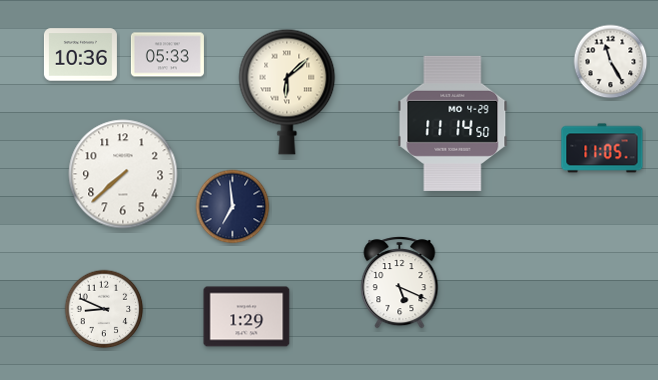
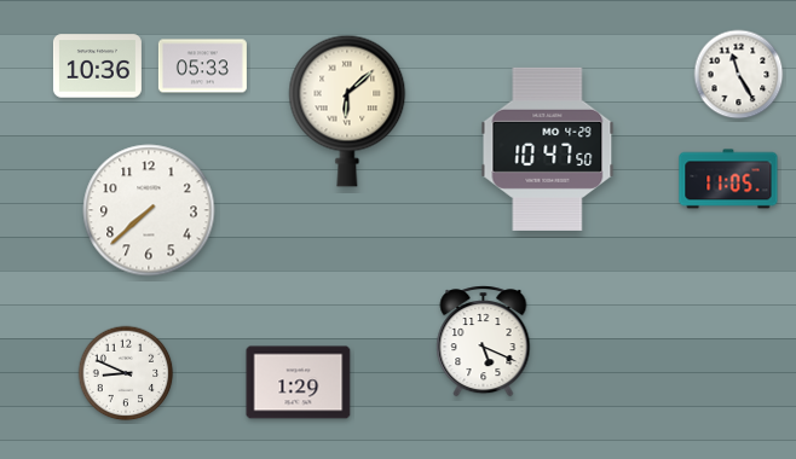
clock at (453, 123): 11:14 -> 10:47
clock at (233, 207): 6:59 -> none
